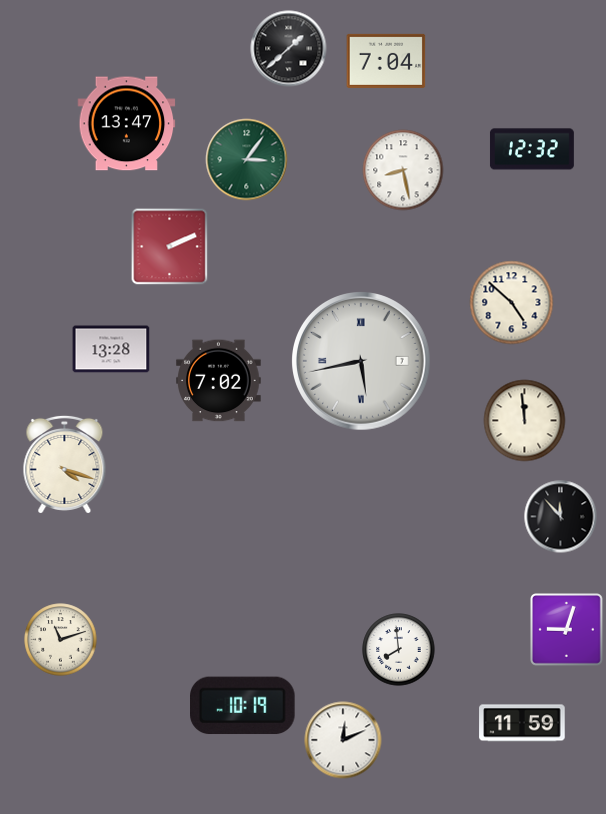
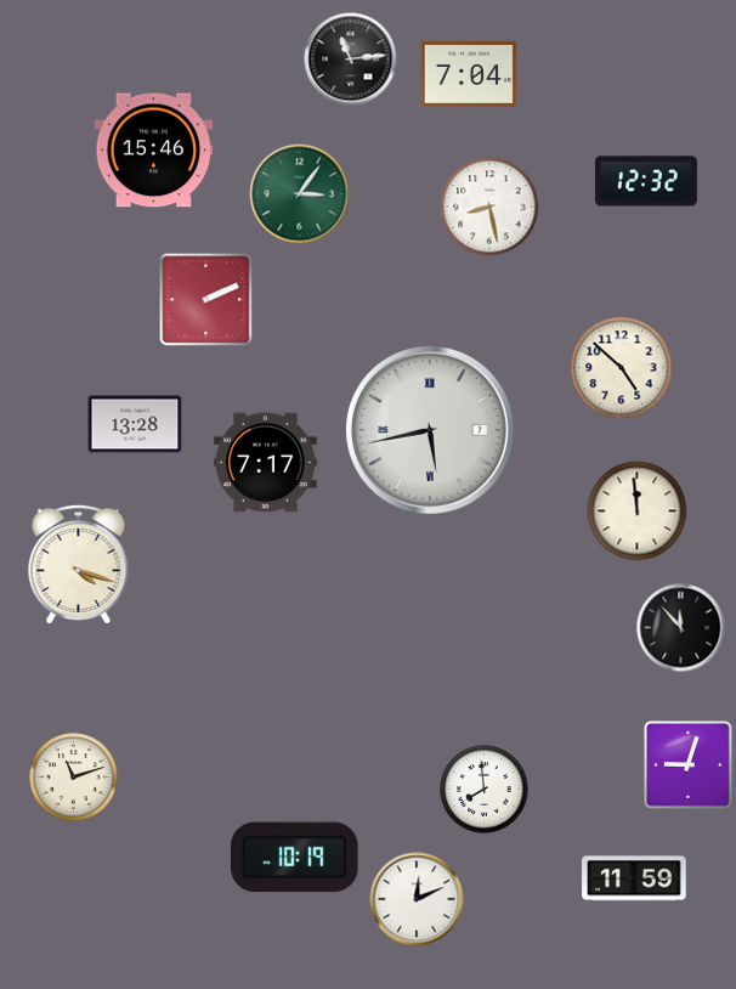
clock at (289, 49): 1:38 -> 11:14
clock at (127, 124): 13:47 -> 15:46
clock at (362, 362) position: (362, 362) -> (431, 431)
clock at (219, 381): 7:02 -> 7:17
